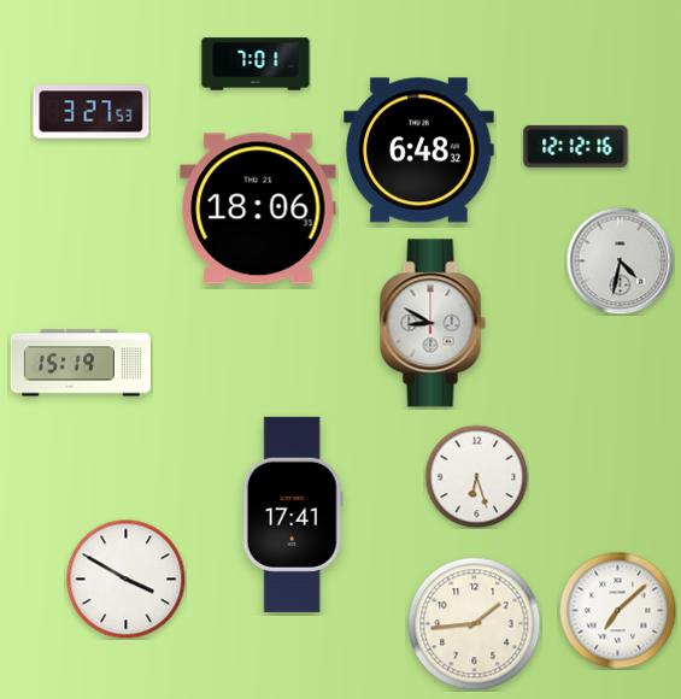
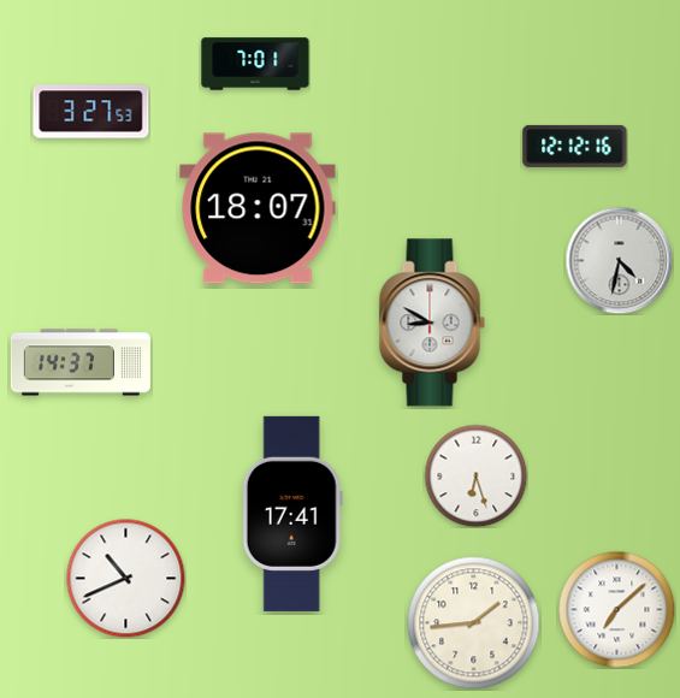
clock at (419, 151): 6:48 -> none
clock at (258, 208): 18:06 -> 18:07
clock at (81, 363): 15:19 -> 14:37
clock at (127, 580): 3:50 -> 10:41
